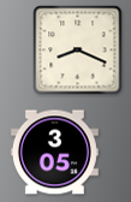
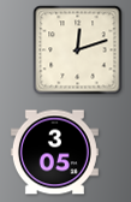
clock at (78, 50): 8:19 -> 12:12
